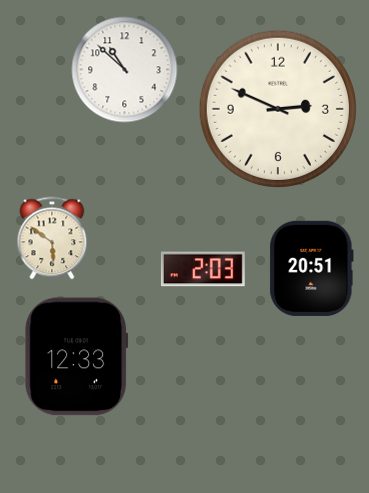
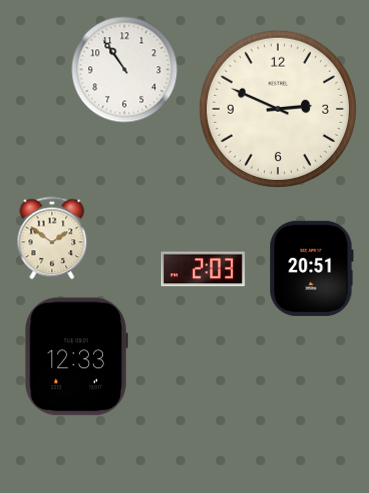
clock at (125, 70): 10:52 -> 10:54
clock at (52, 238): 5:51 -> 1:51
